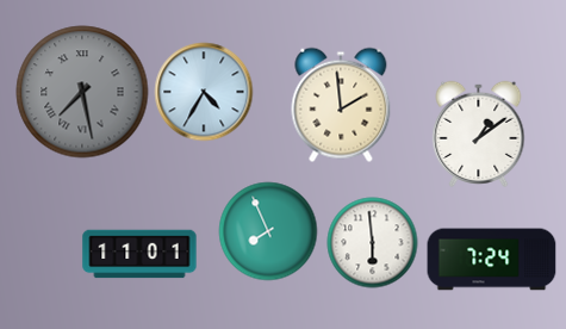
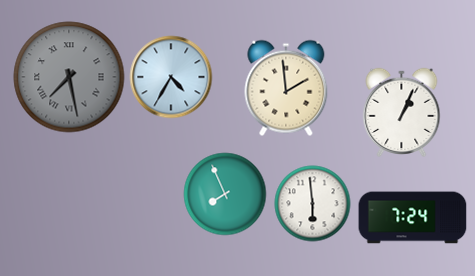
clock at (479, 134): 1:09 -> 1:04
clock at (139, 254): 11:01 -> none
